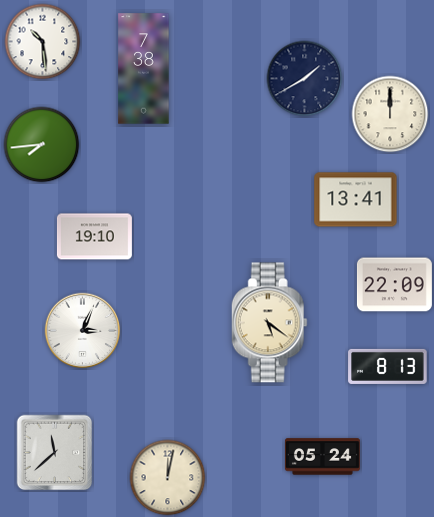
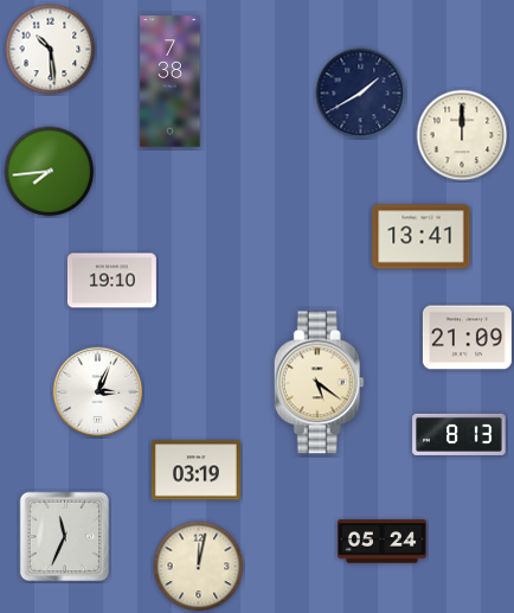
clock at (394, 285): 22:09 -> 21:09
clock at (195, 471): none -> 03:19
clock at (55, 453): 11:38 -> 11:34
